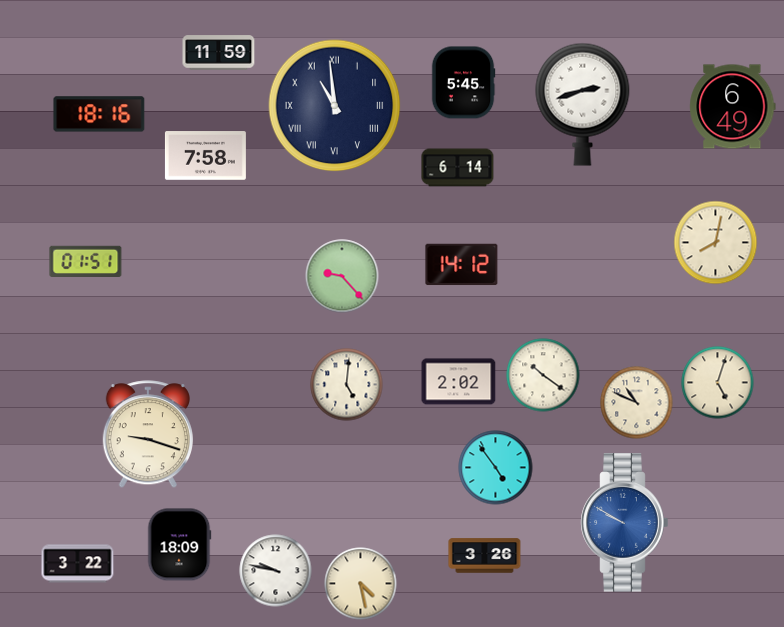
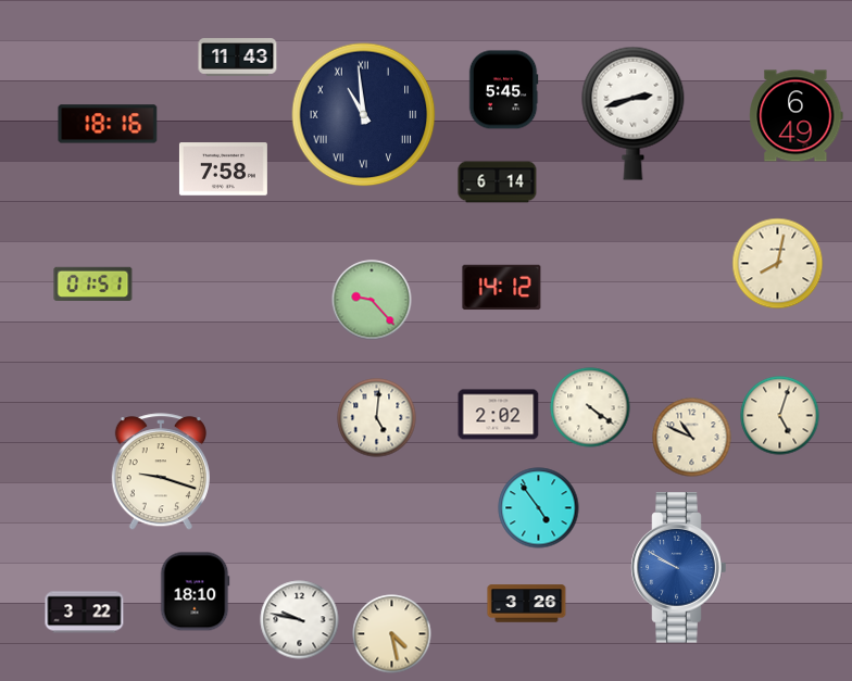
clock at (219, 53): 11:59 -> 11:43
clock at (543, 375): 10:21 -> 4:21
clock at (180, 545): 18:09 -> 18:10
